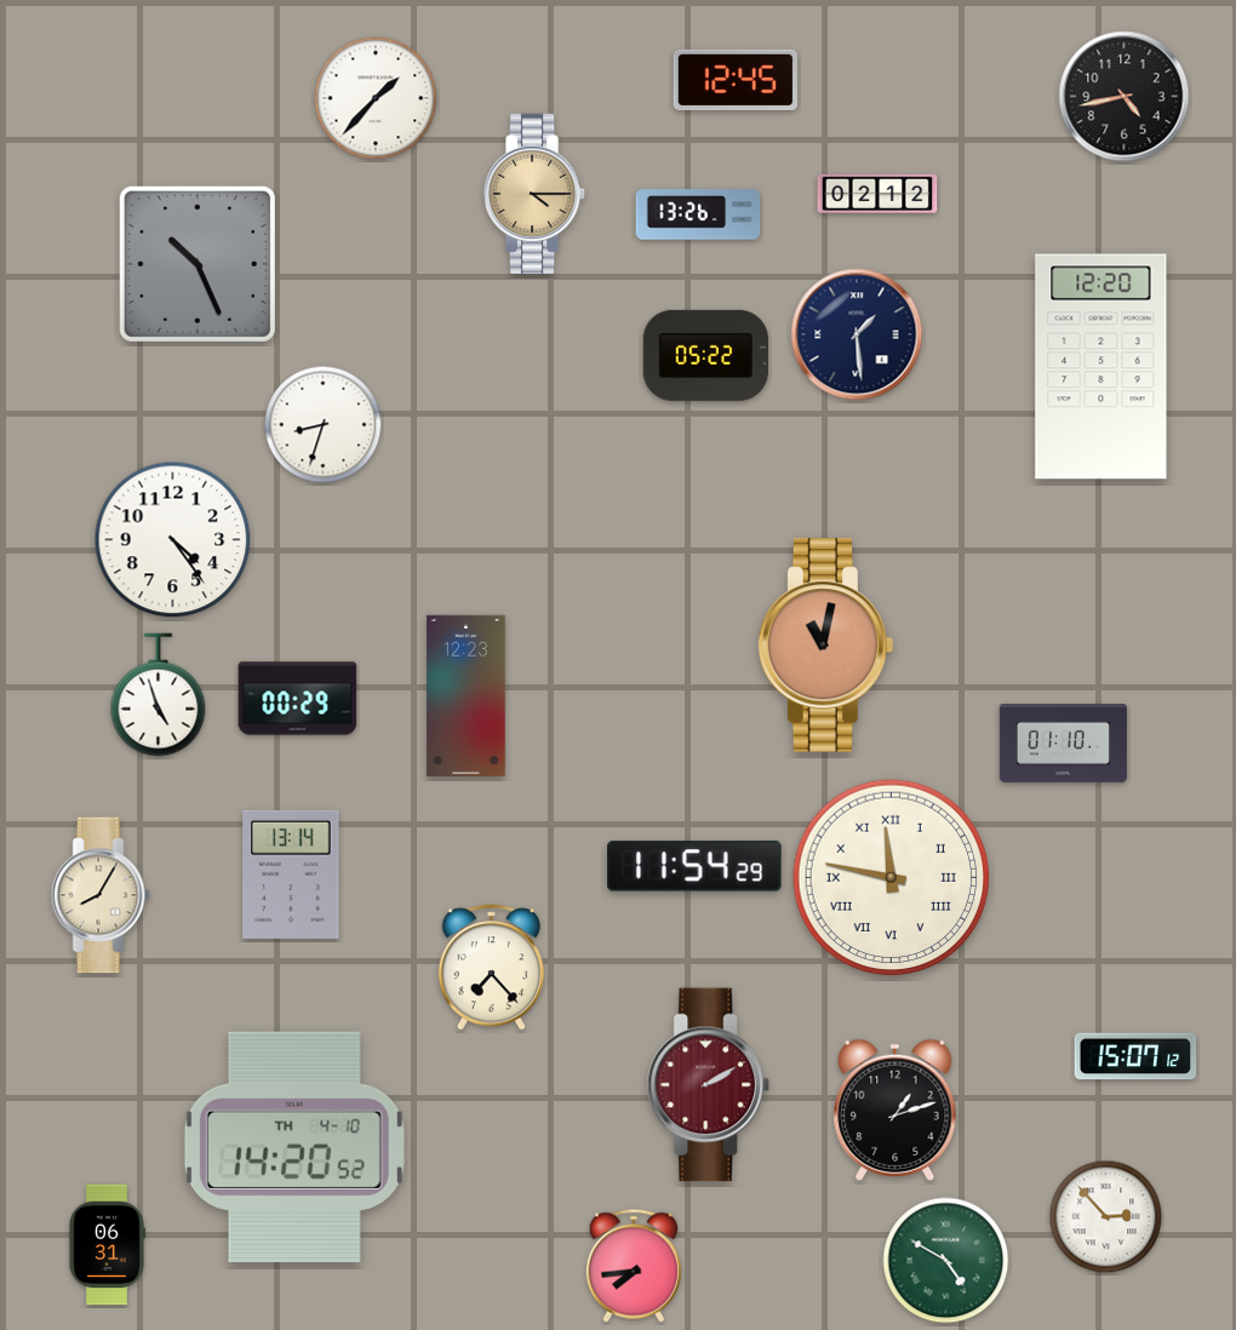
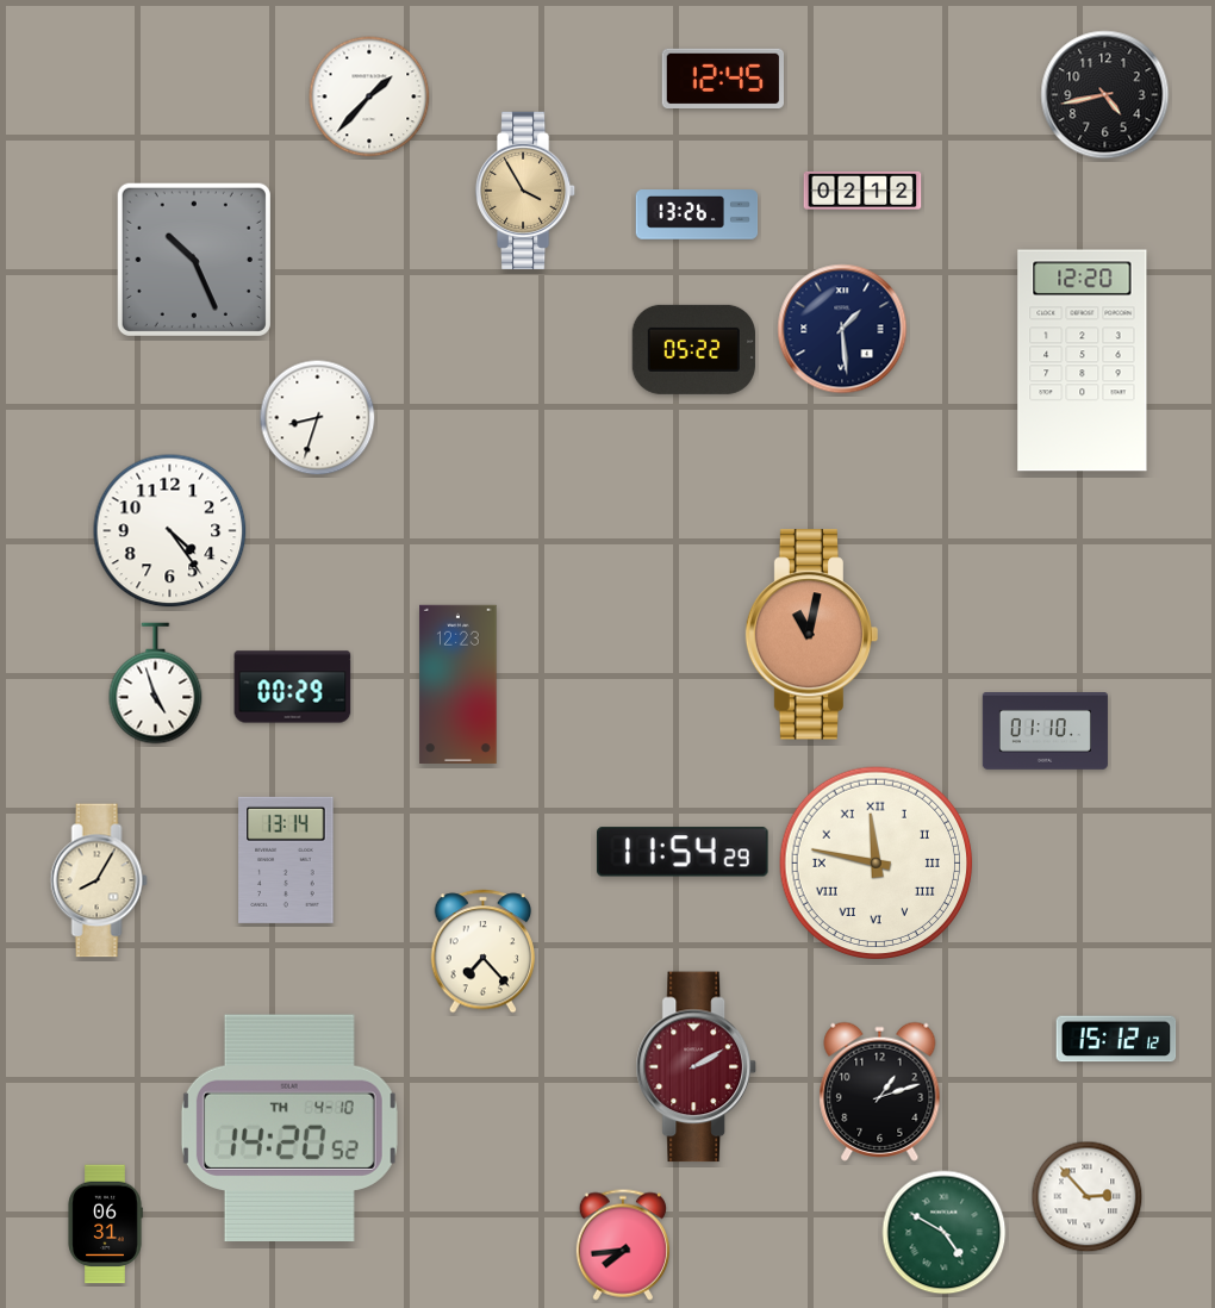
clock at (534, 194): 4:15 -> 3:55
clock at (698, 214) position: (698, 214) -> (697, 214)
clock at (1135, 1056): 15:07 -> 15:12
clock at (946, 1261) position: (946, 1261) -> (945, 1233)
